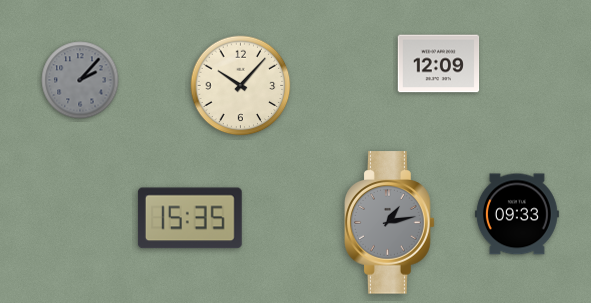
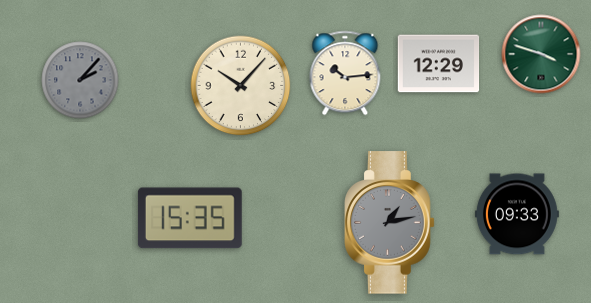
clock at (541, 54): none -> 3:48
clock at (439, 64): 12:09 -> 12:29
clock at (345, 73): none -> 10:14
